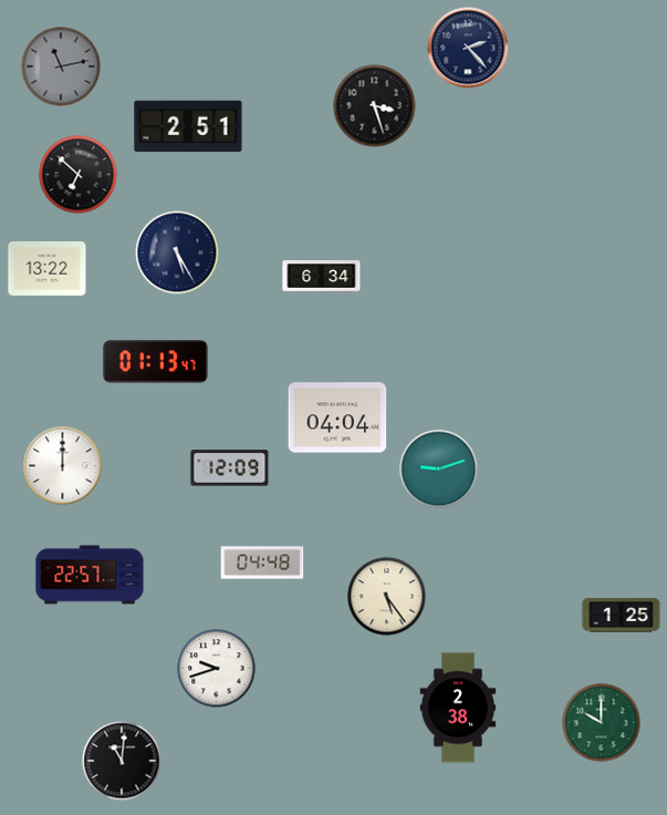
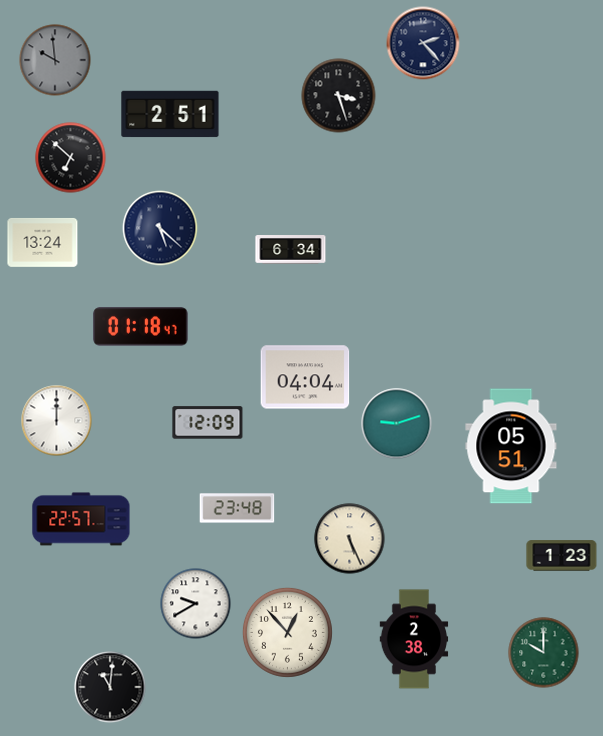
clock at (61, 66): 11:13 -> 9:59
clock at (177, 252): 5:25 -> 5:22
clock at (48, 268): 13:22 -> 13:24
clock at (156, 362): 01:13 -> 01:18
clock at (511, 446): none -> 05:51
clock at (262, 563): 04:48 -> 23:48
clock at (387, 597): 5:24 -> 5:26
clock at (622, 616): 1:25 -> 1:23
clock at (217, 669): 9:42 -> 9:40
clock at (287, 632): none -> 12:53
